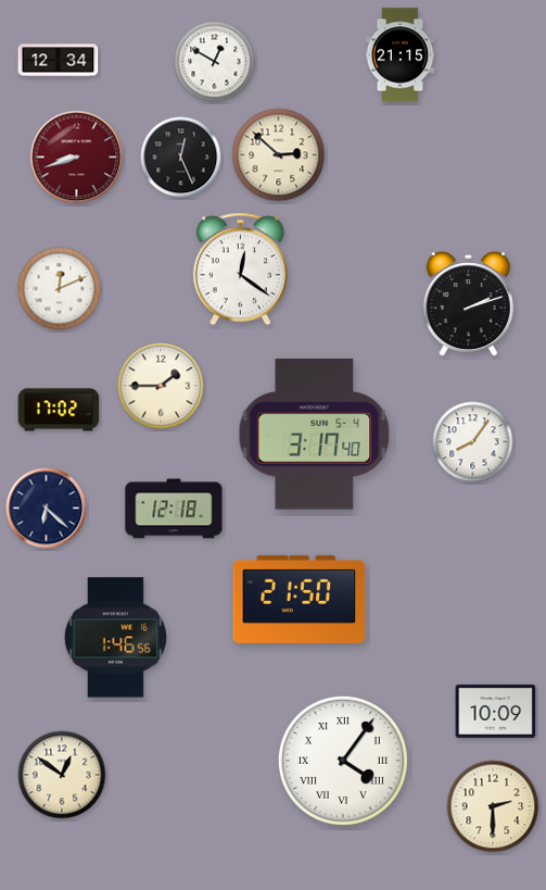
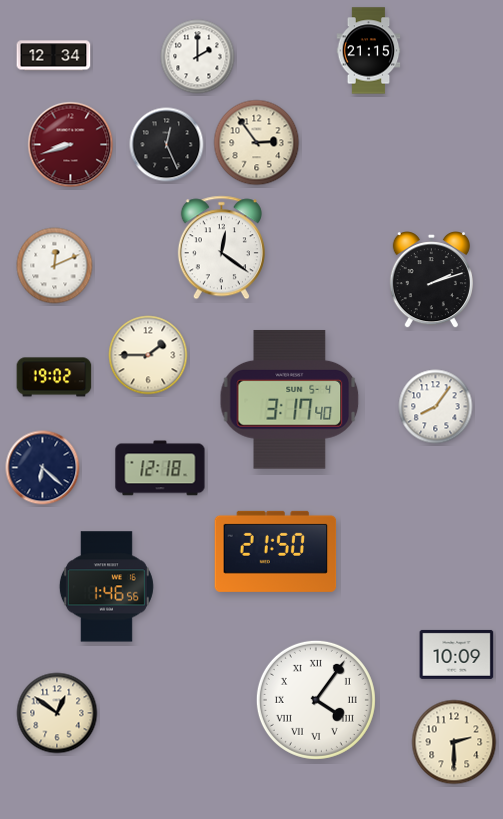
clock at (215, 62): 12:50 -> 2:00
clock at (279, 155): 2:52 -> 2:54
clock at (59, 410): 17:02 -> 19:02
